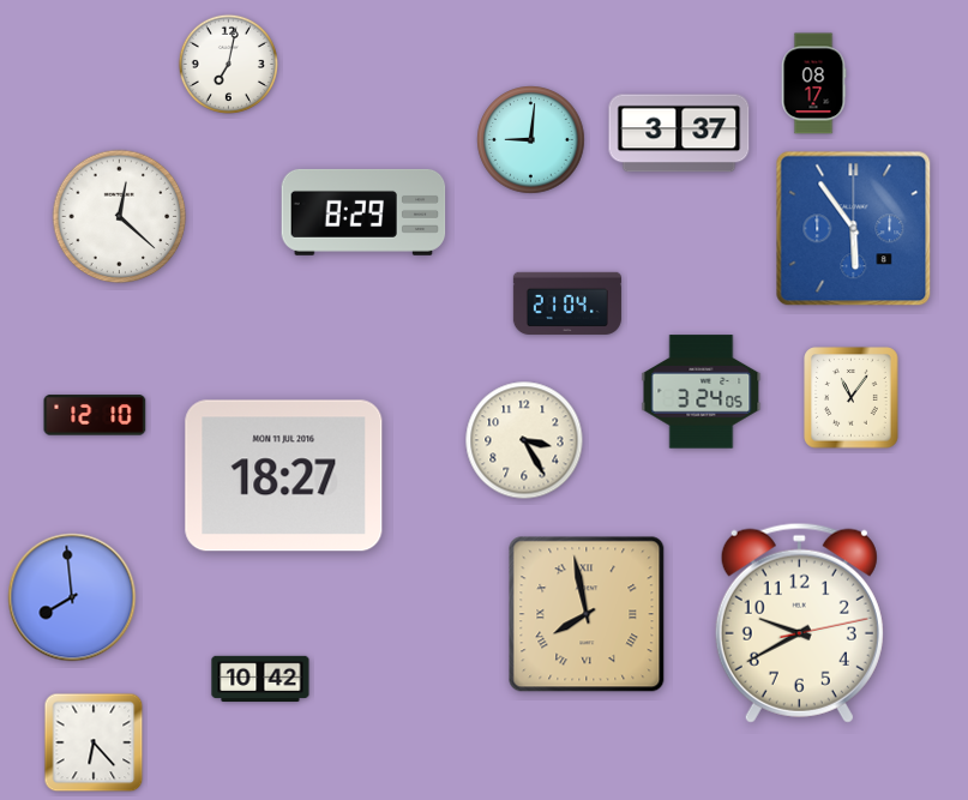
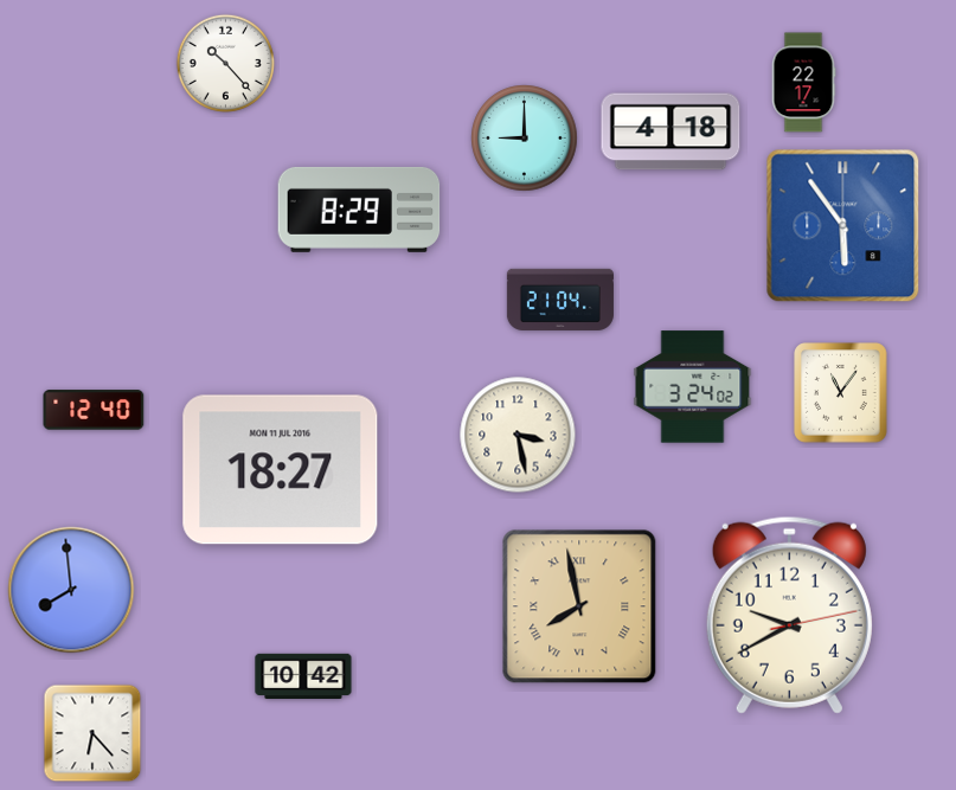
clock at (228, 64): 7:02 -> 10:23
clock at (813, 84): 08:17 -> 22:17
clock at (679, 133): 3:37 -> 4:18
clock at (531, 140): 9:01 -> 9:00
clock at (120, 217): 12:22 -> none
clock at (702, 392): 3:24:05 -> 3:24:02
clock at (95, 415): 12:10 -> 12:40
clock at (524, 440): 3:25 -> 3:28
clock at (260, 679) position: (260, 679) -> (303, 676)
